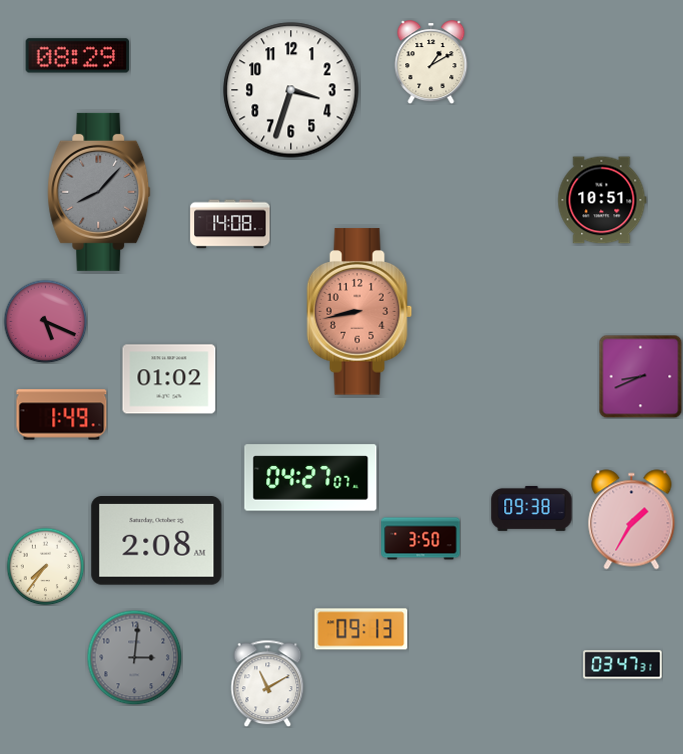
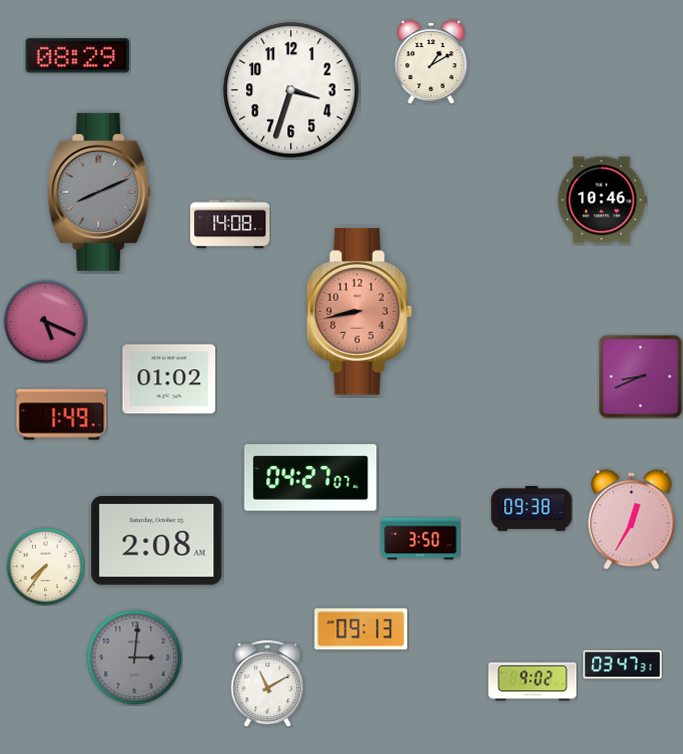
clock at (99, 192): 8:07 -> 8:11
clock at (602, 200): 10:51 -> 10:46
clock at (632, 520): 1:35 -> 12:35
clock at (533, 682): none -> 9:02
